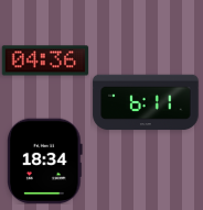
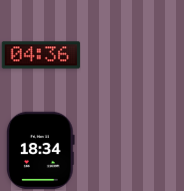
clock at (146, 102): 6:11 -> none
clock at (44, 161) position: (44, 161) -> (40, 150)
